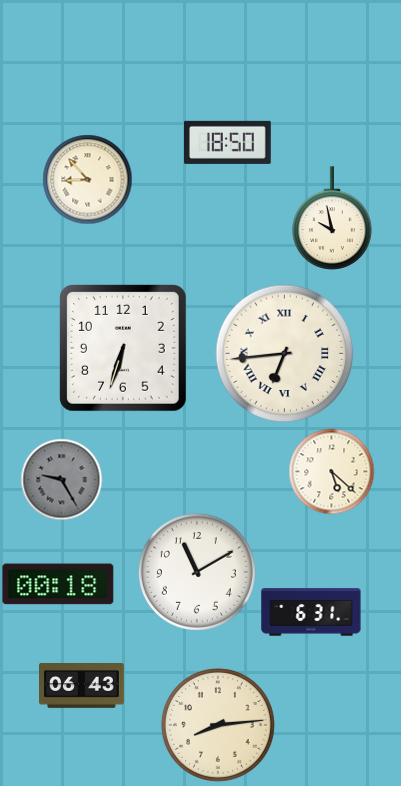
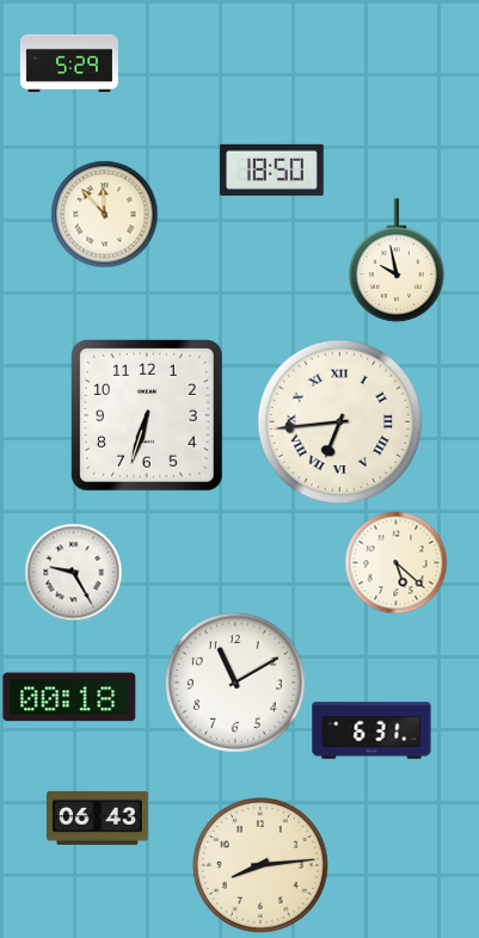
clock at (69, 63): none -> 5:29
clock at (87, 179): 8:53 -> 11:53
clock at (61, 479) dial: grey -> white
